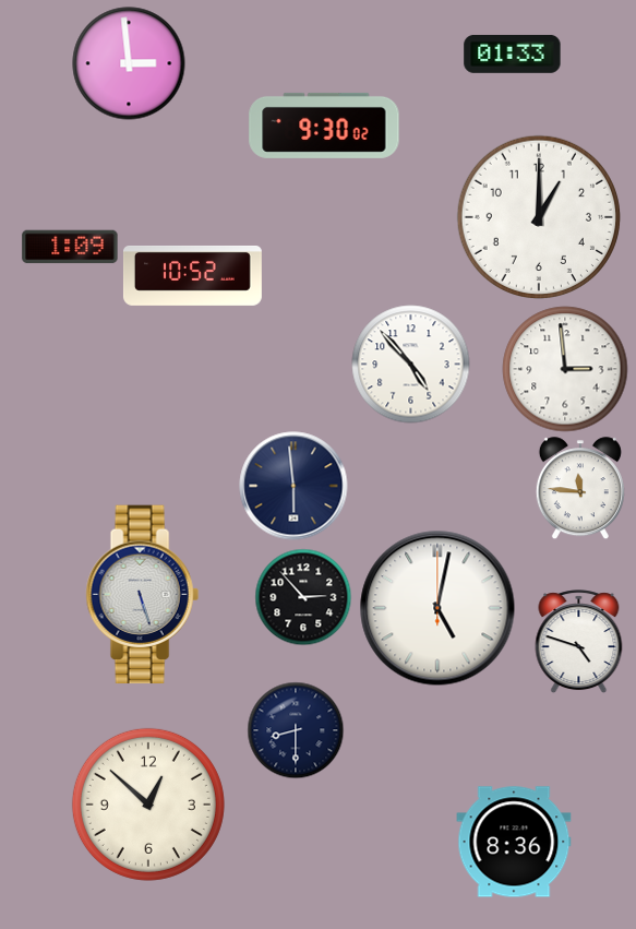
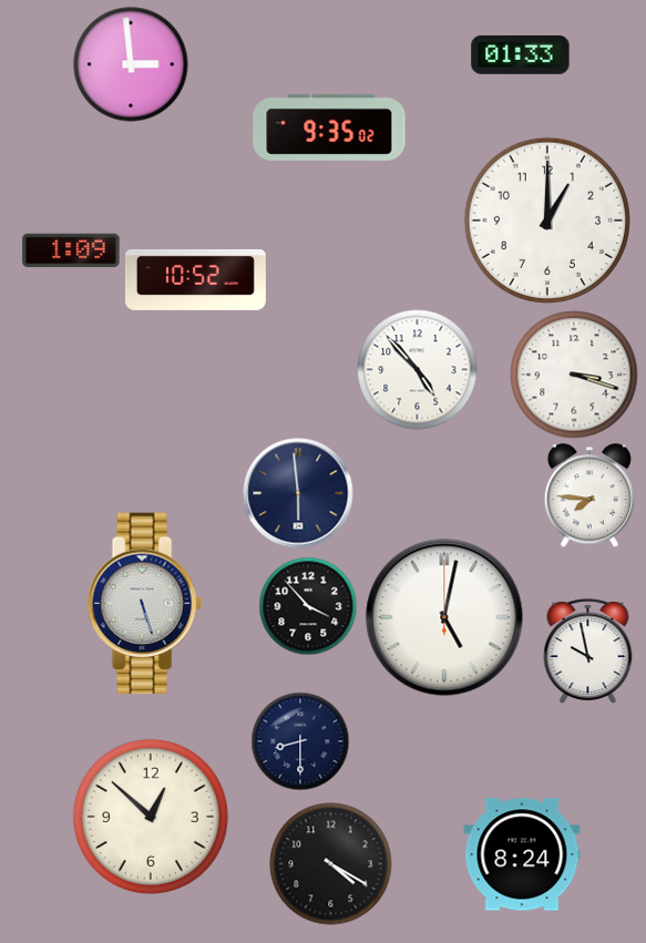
clock at (324, 126): 9:30 -> 9:35
clock at (565, 369): 2:59 -> 3:18
clock at (580, 488): 11:46 -> 7:46
clock at (303, 597): 2:53 -> 3:53
clock at (579, 642): 4:48 -> 9:58
clock at (514, 842): 8:36 -> 8:24
clock at (331, 864): none -> 4:20
